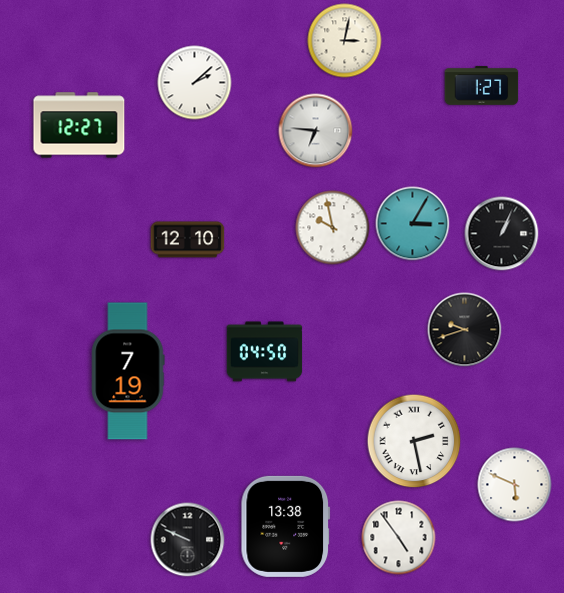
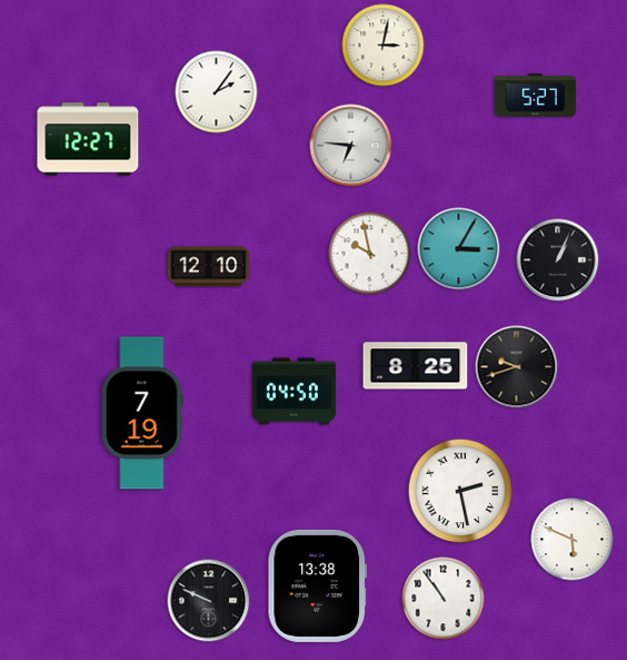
clock at (195, 83): 2:08 -> 2:06
clock at (482, 86): 1:27 -> 5:27
clock at (416, 366): none -> 8:25
clock at (399, 538): 4:54 -> 10:54
